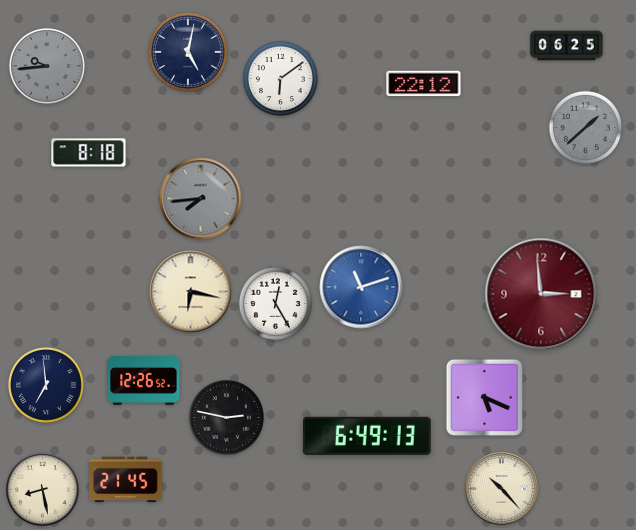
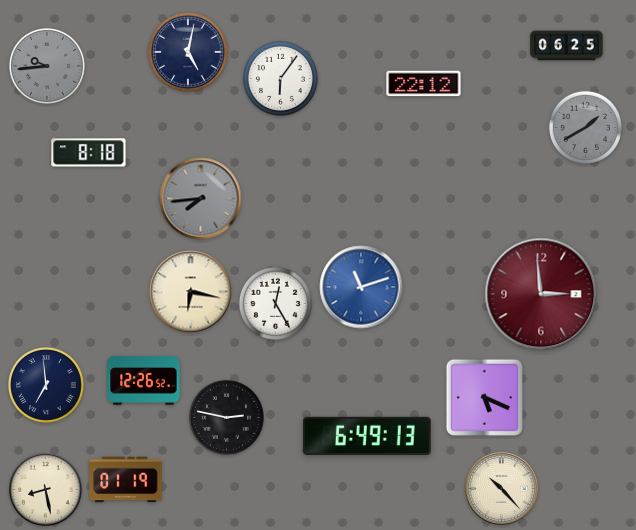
clock at (280, 78): 6:09 -> 6:06
clock at (585, 127): 1:38 -> 1:40
clock at (126, 480): 21:45 -> 01:19
clock at (43, 490) position: (43, 490) -> (46, 490)
